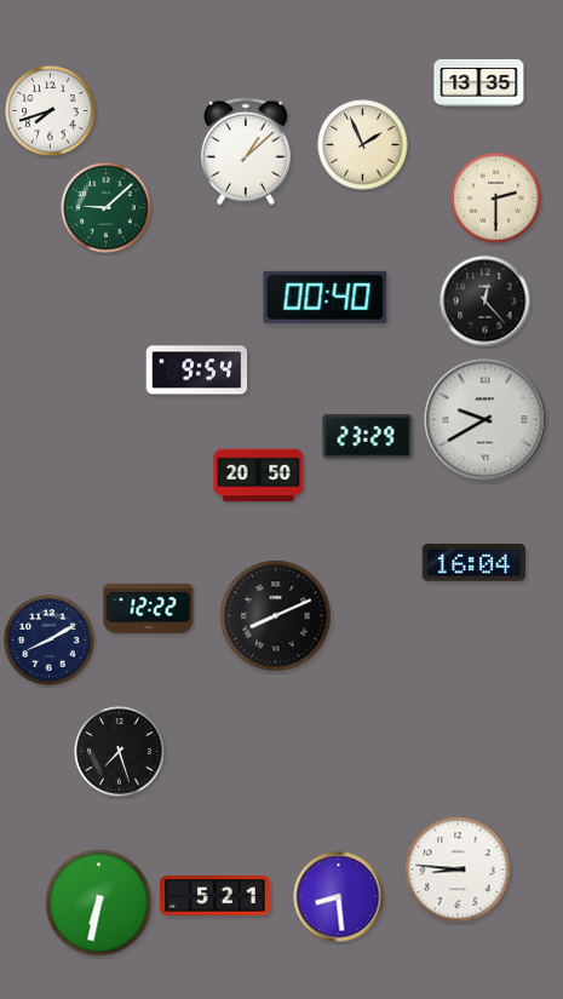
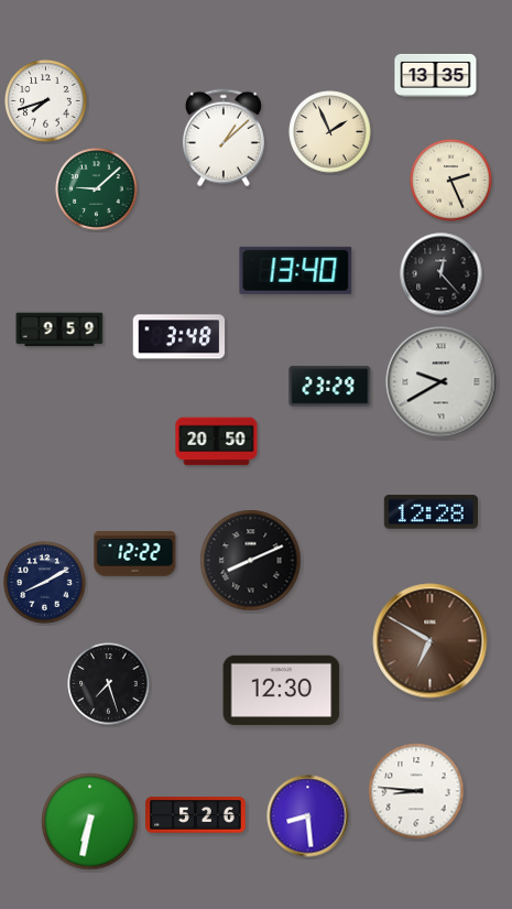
clock at (496, 199): 2:30 -> 2:26
clock at (326, 297): 00:40 -> 13:40
clock at (59, 329): none -> 9:59
clock at (197, 371): 9:54 -> 3:48
clock at (368, 437) position: (368, 437) -> (330, 387)
clock at (259, 476) position: (259, 476) -> (217, 442)
clock at (473, 563): 16:04 -> 12:28
clock at (431, 641): none -> 6:50
clock at (282, 690): none -> 12:30
clock at (216, 896): 5:21 -> 5:26
